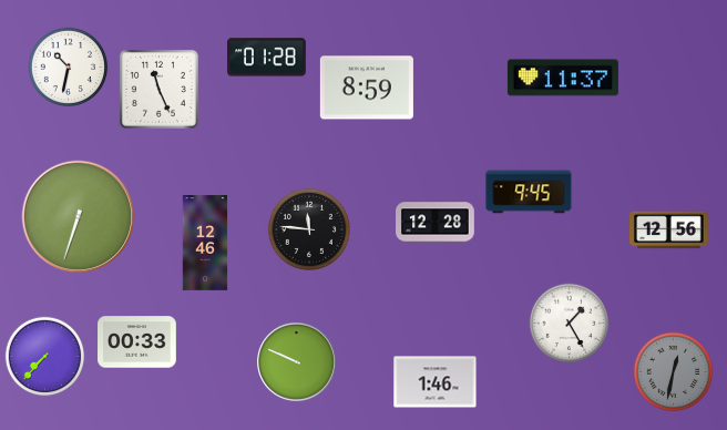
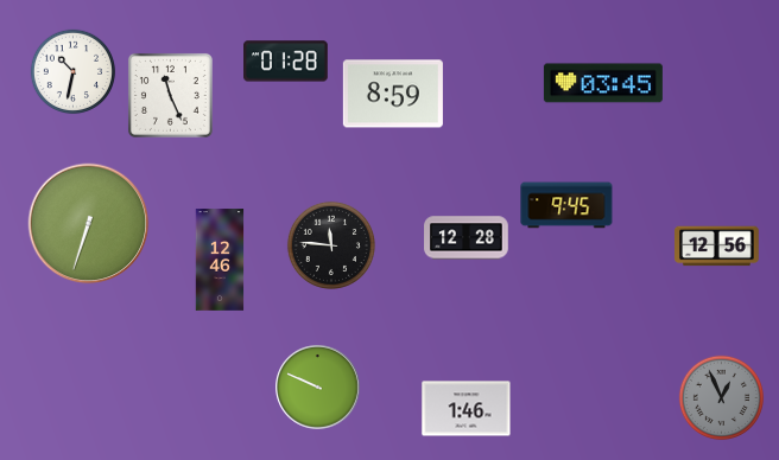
clock at (563, 78): 11:37 -> 03:45
clock at (79, 217) position: (79, 217) -> (89, 224)
clock at (570, 324): 1:25 -> none
clock at (137, 342): 00:33 -> none
clock at (45, 357): 7:37 -> none
clock at (674, 372): 12:32 -> 12:56
